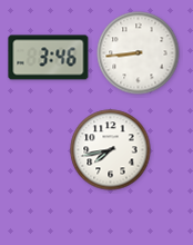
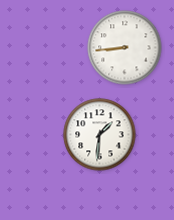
clock at (49, 58): 3:46 -> none
clock at (111, 150): 7:43 -> 1:31
